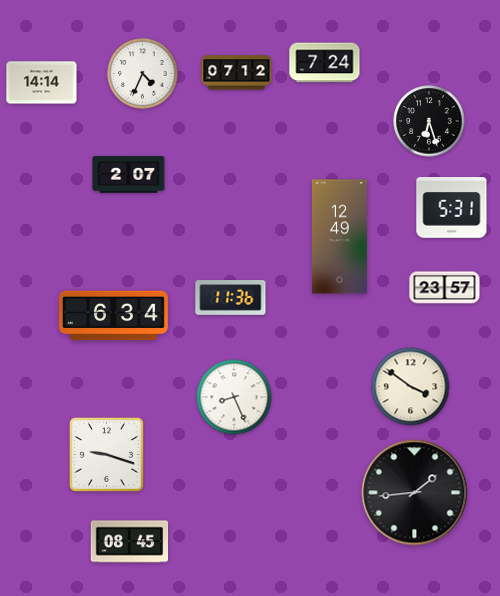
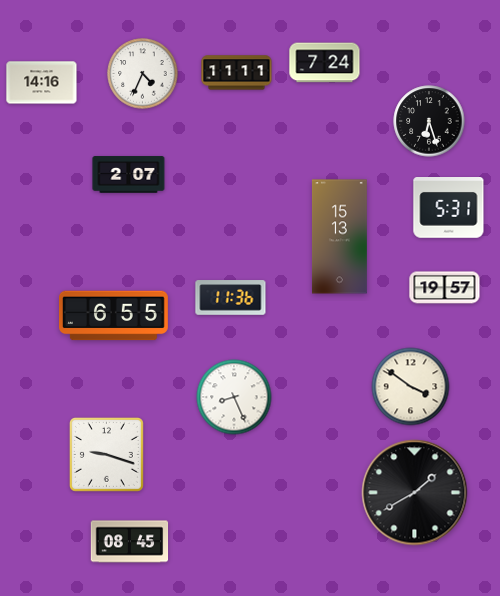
clock at (237, 73): 07:12 -> 11:11
clock at (42, 83): 14:14 -> 14:16
clock at (452, 208) position: (452, 208) -> (449, 208)
clock at (339, 237): 12:49 -> 15:13
clock at (445, 288): 23:57 -> 19:57
clock at (114, 316): 6:34 -> 6:55
clock at (415, 493): 1:44 -> 1:40
